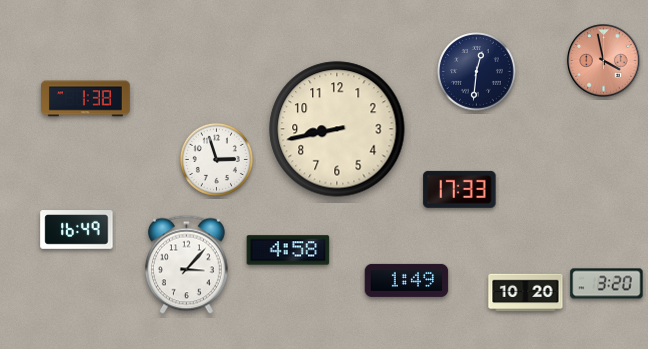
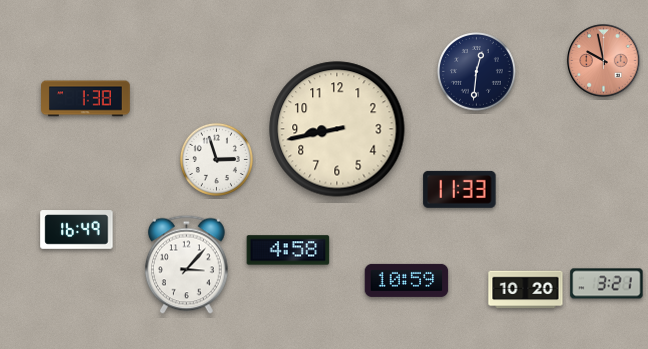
clock at (604, 61): 3:58 -> 9:58
clock at (460, 189): 17:33 -> 11:33
clock at (407, 280): 1:49 -> 10:59
clock at (607, 284): 3:20 -> 3:21
clock at (526, 293) position: (526, 293) -> (526, 290)
